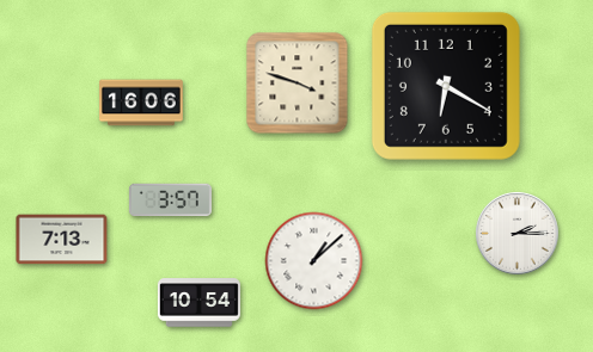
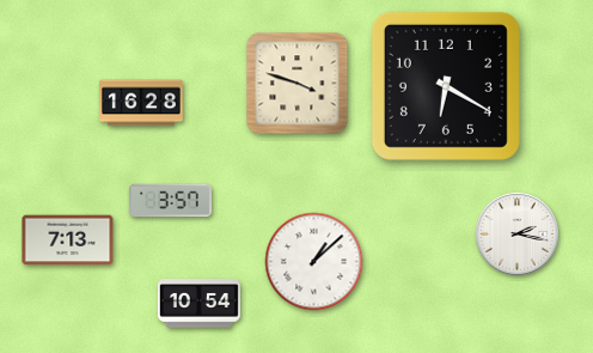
clock at (142, 103): 16:06 -> 16:28
clock at (518, 234): 2:15 -> 2:17
clock at (62, 240) position: (62, 240) -> (68, 241)
